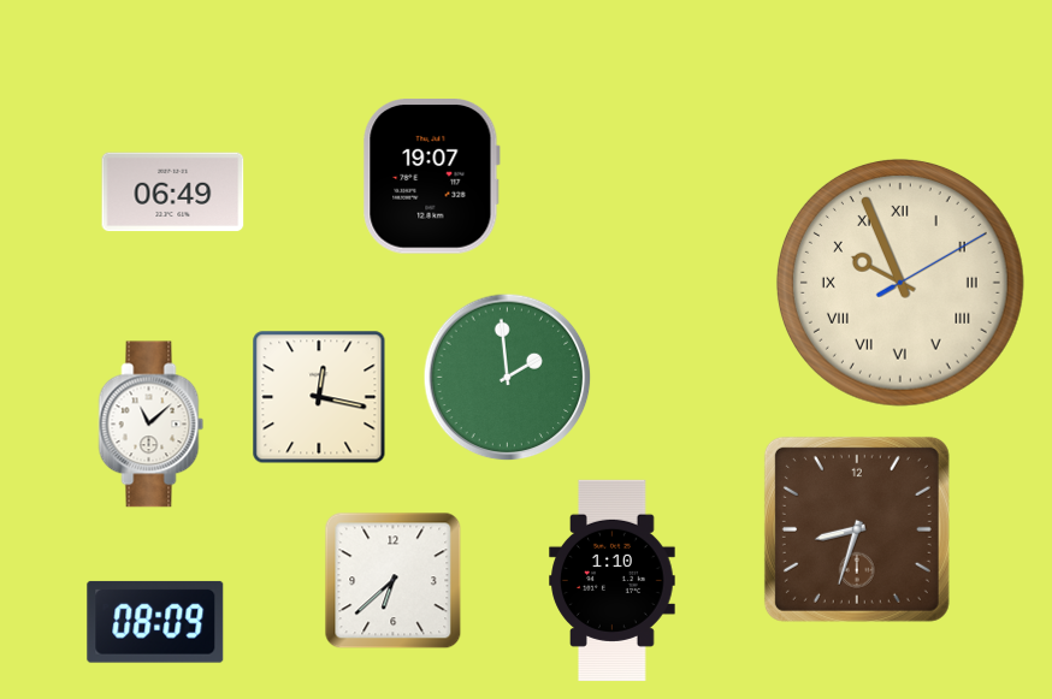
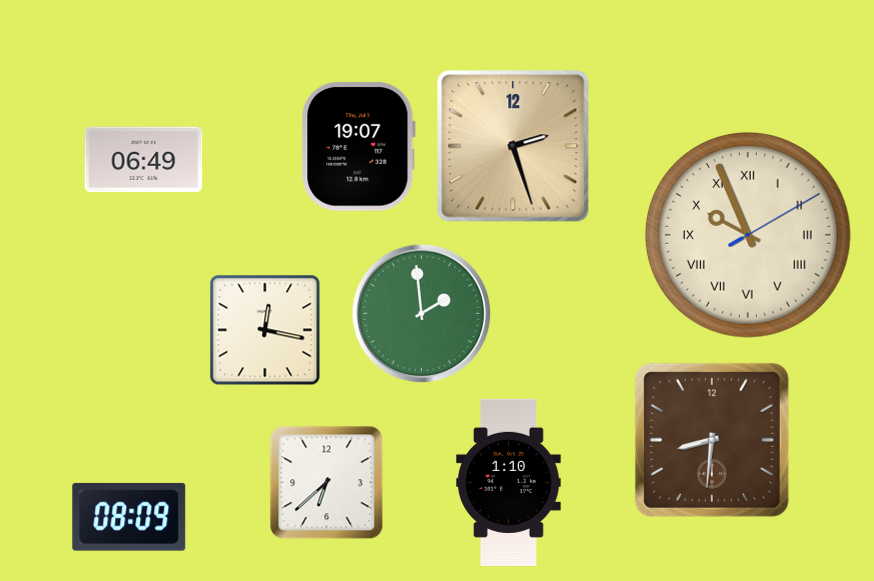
clock at (513, 146): none -> 2:27
clock at (152, 425): 11:08 -> none
clock at (857, 529): 8:33 -> 8:31
